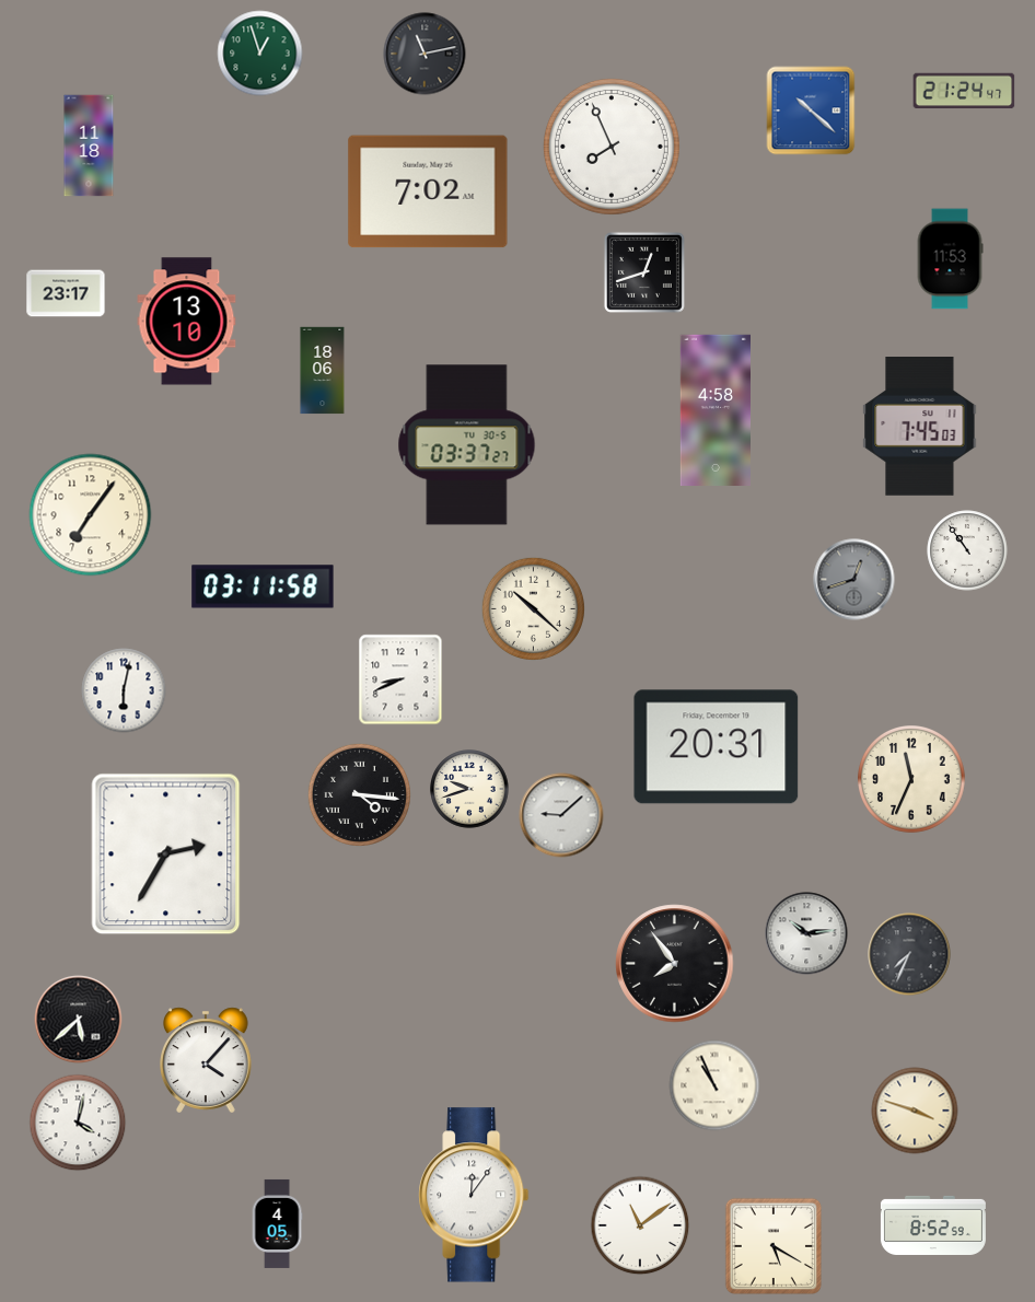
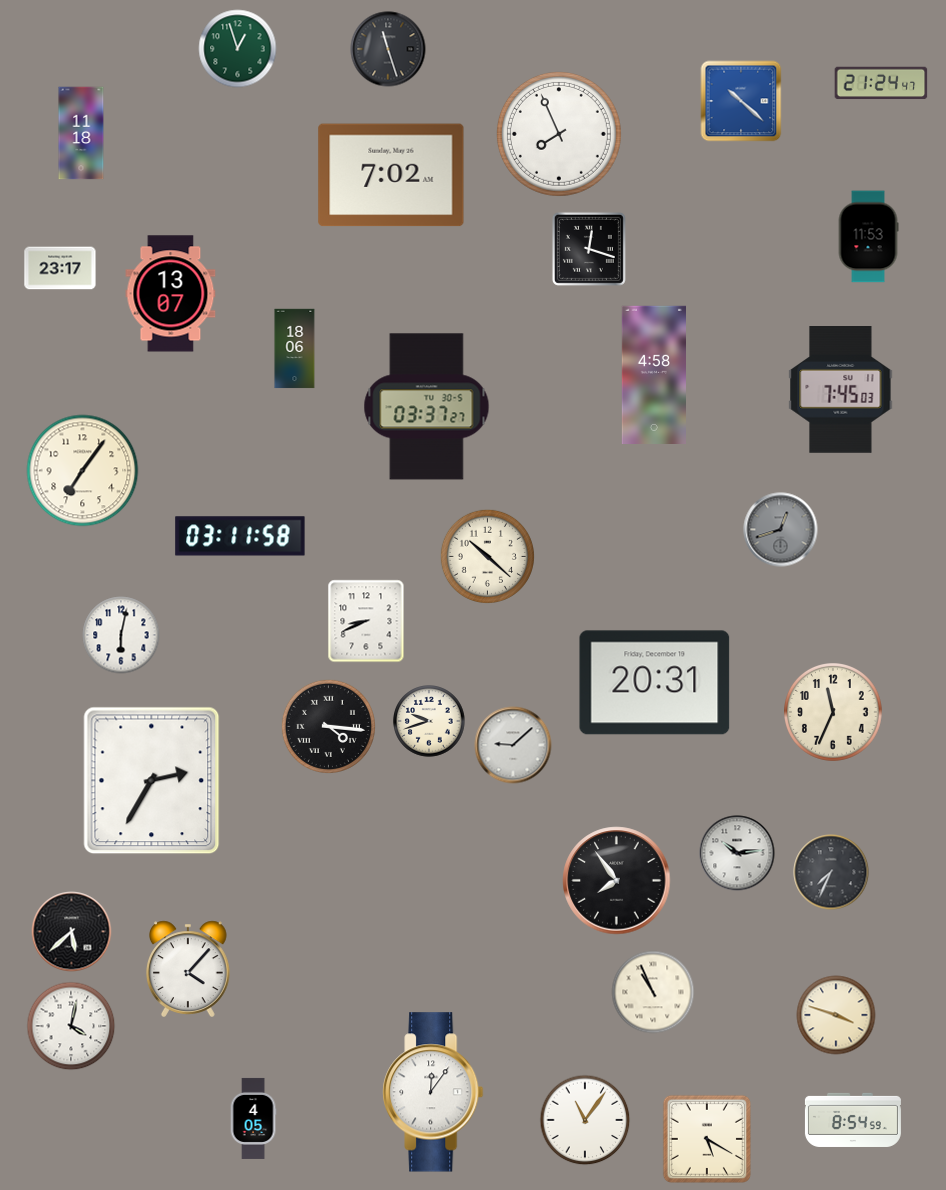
clock at (425, 54): 11:13 -> 11:27
clock at (644, 272): 12:42 -> 12:18
clock at (187, 322): 13:10 -> 13:07
clock at (323, 371) position: (323, 371) -> (295, 349)
clock at (967, 550): 10:54 -> none
clock at (124, 690) position: (124, 690) -> (121, 635)
clock at (640, 1225): 11:09 -> 11:06
clock at (933, 1225): 8:52 -> 8:54
